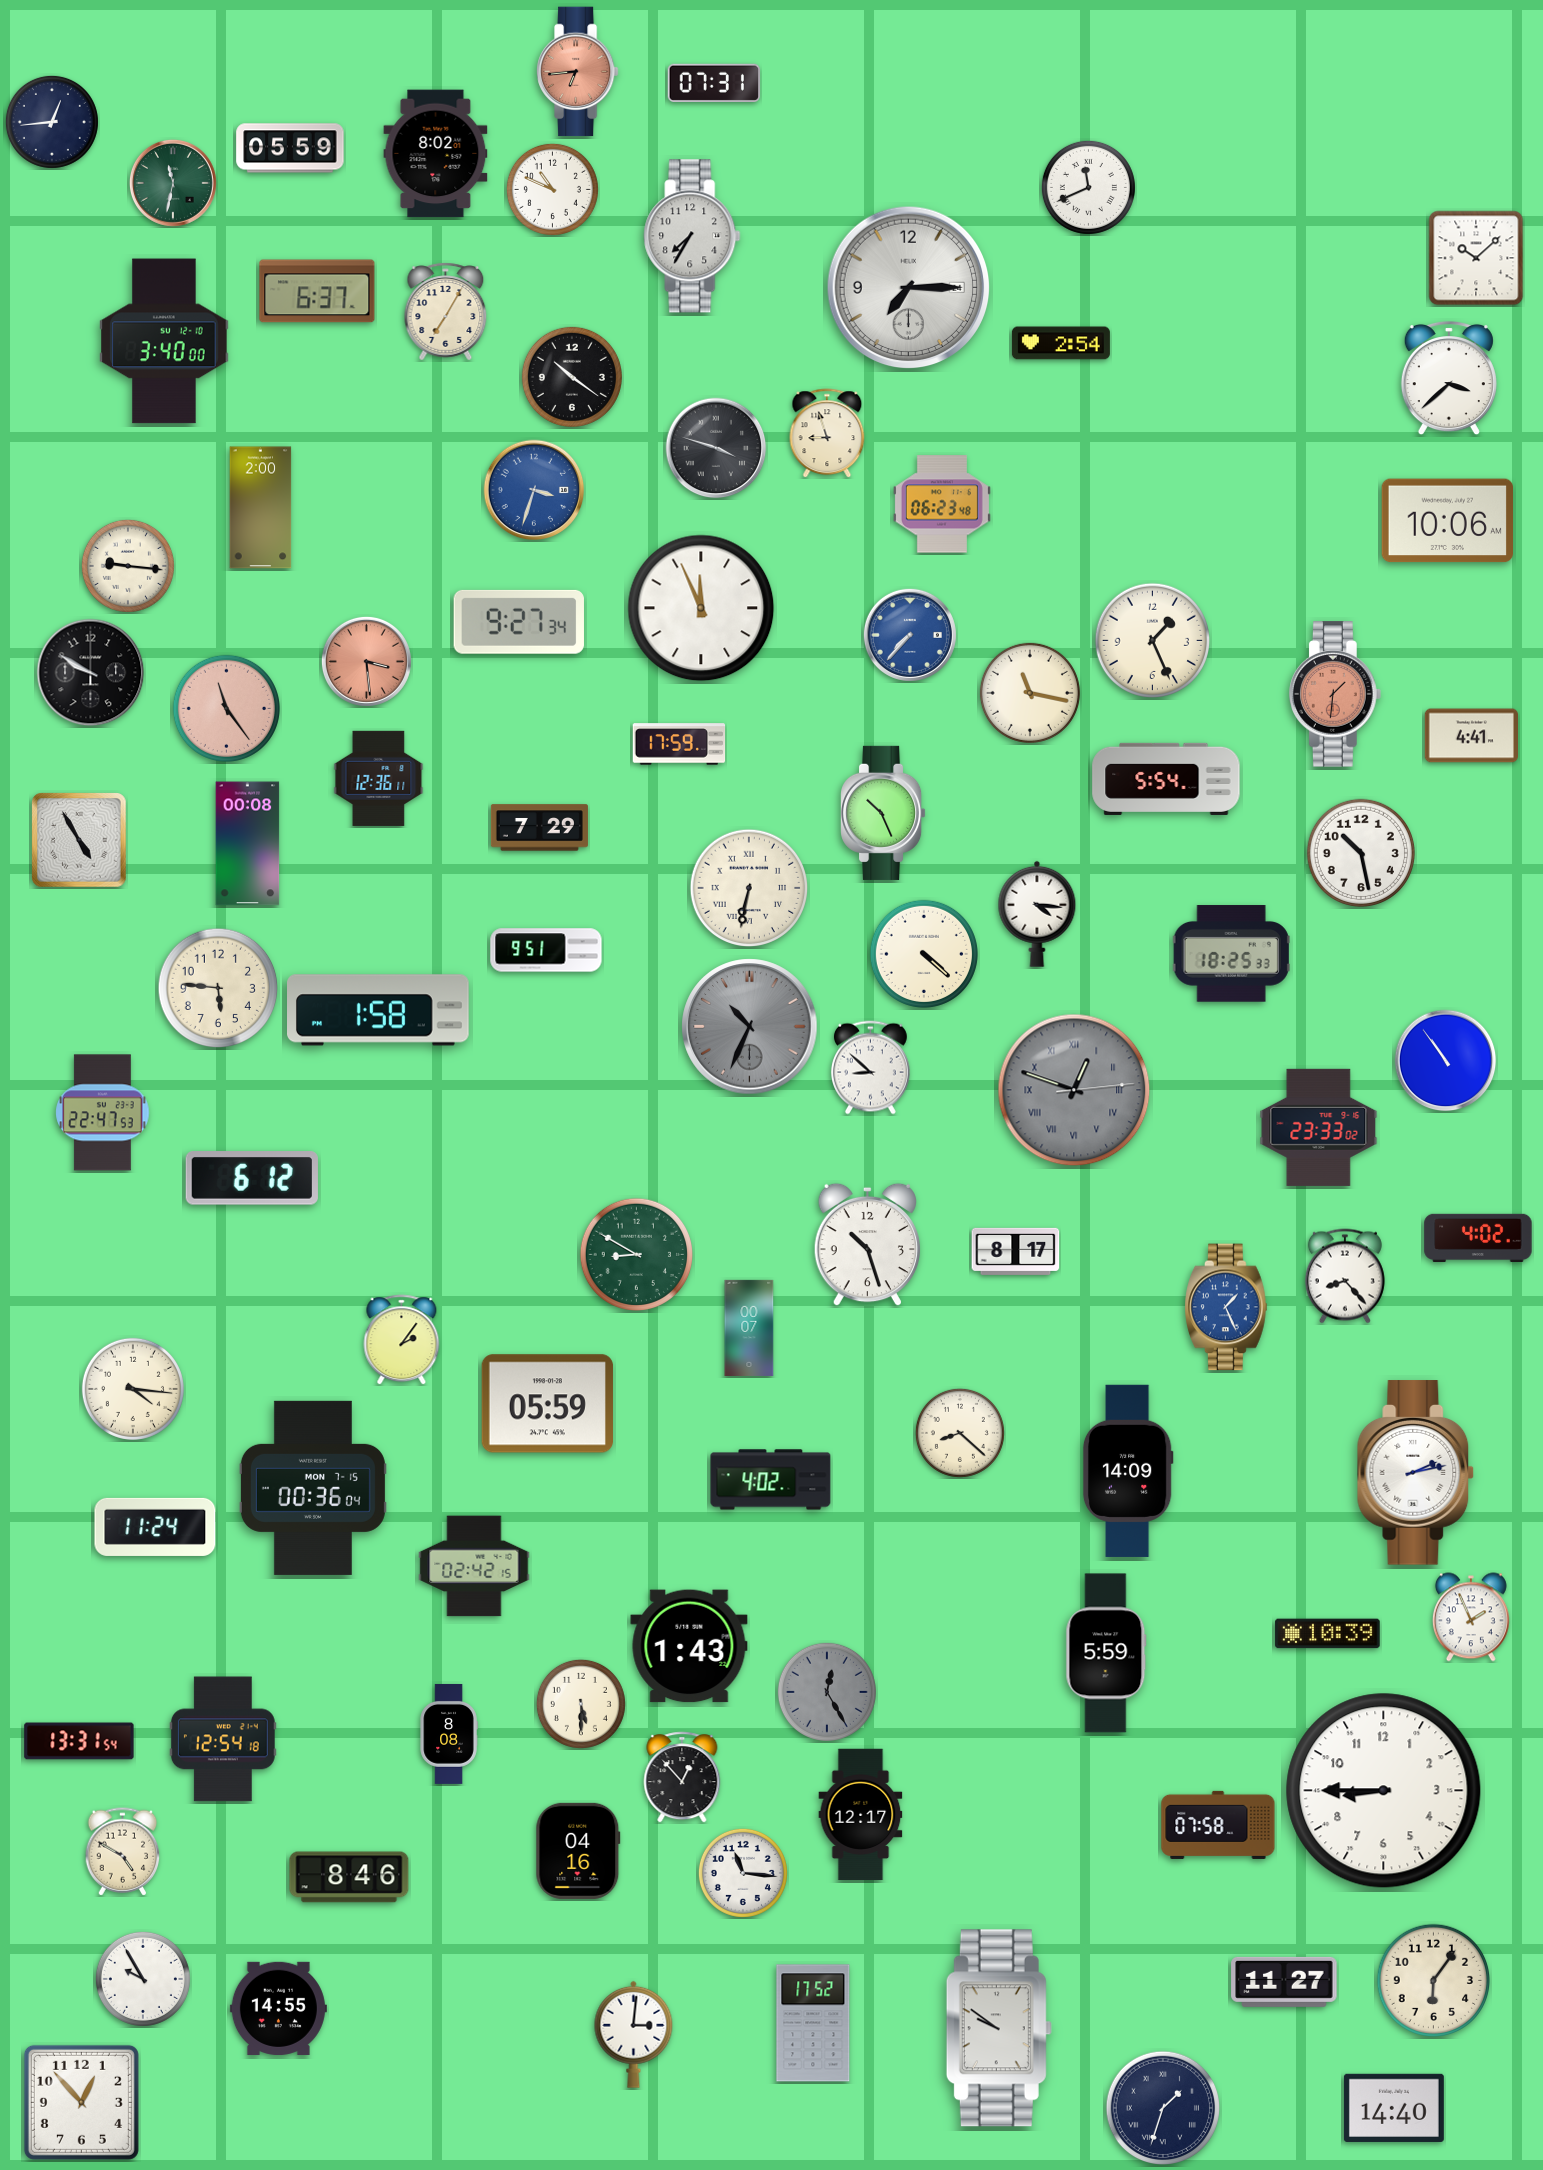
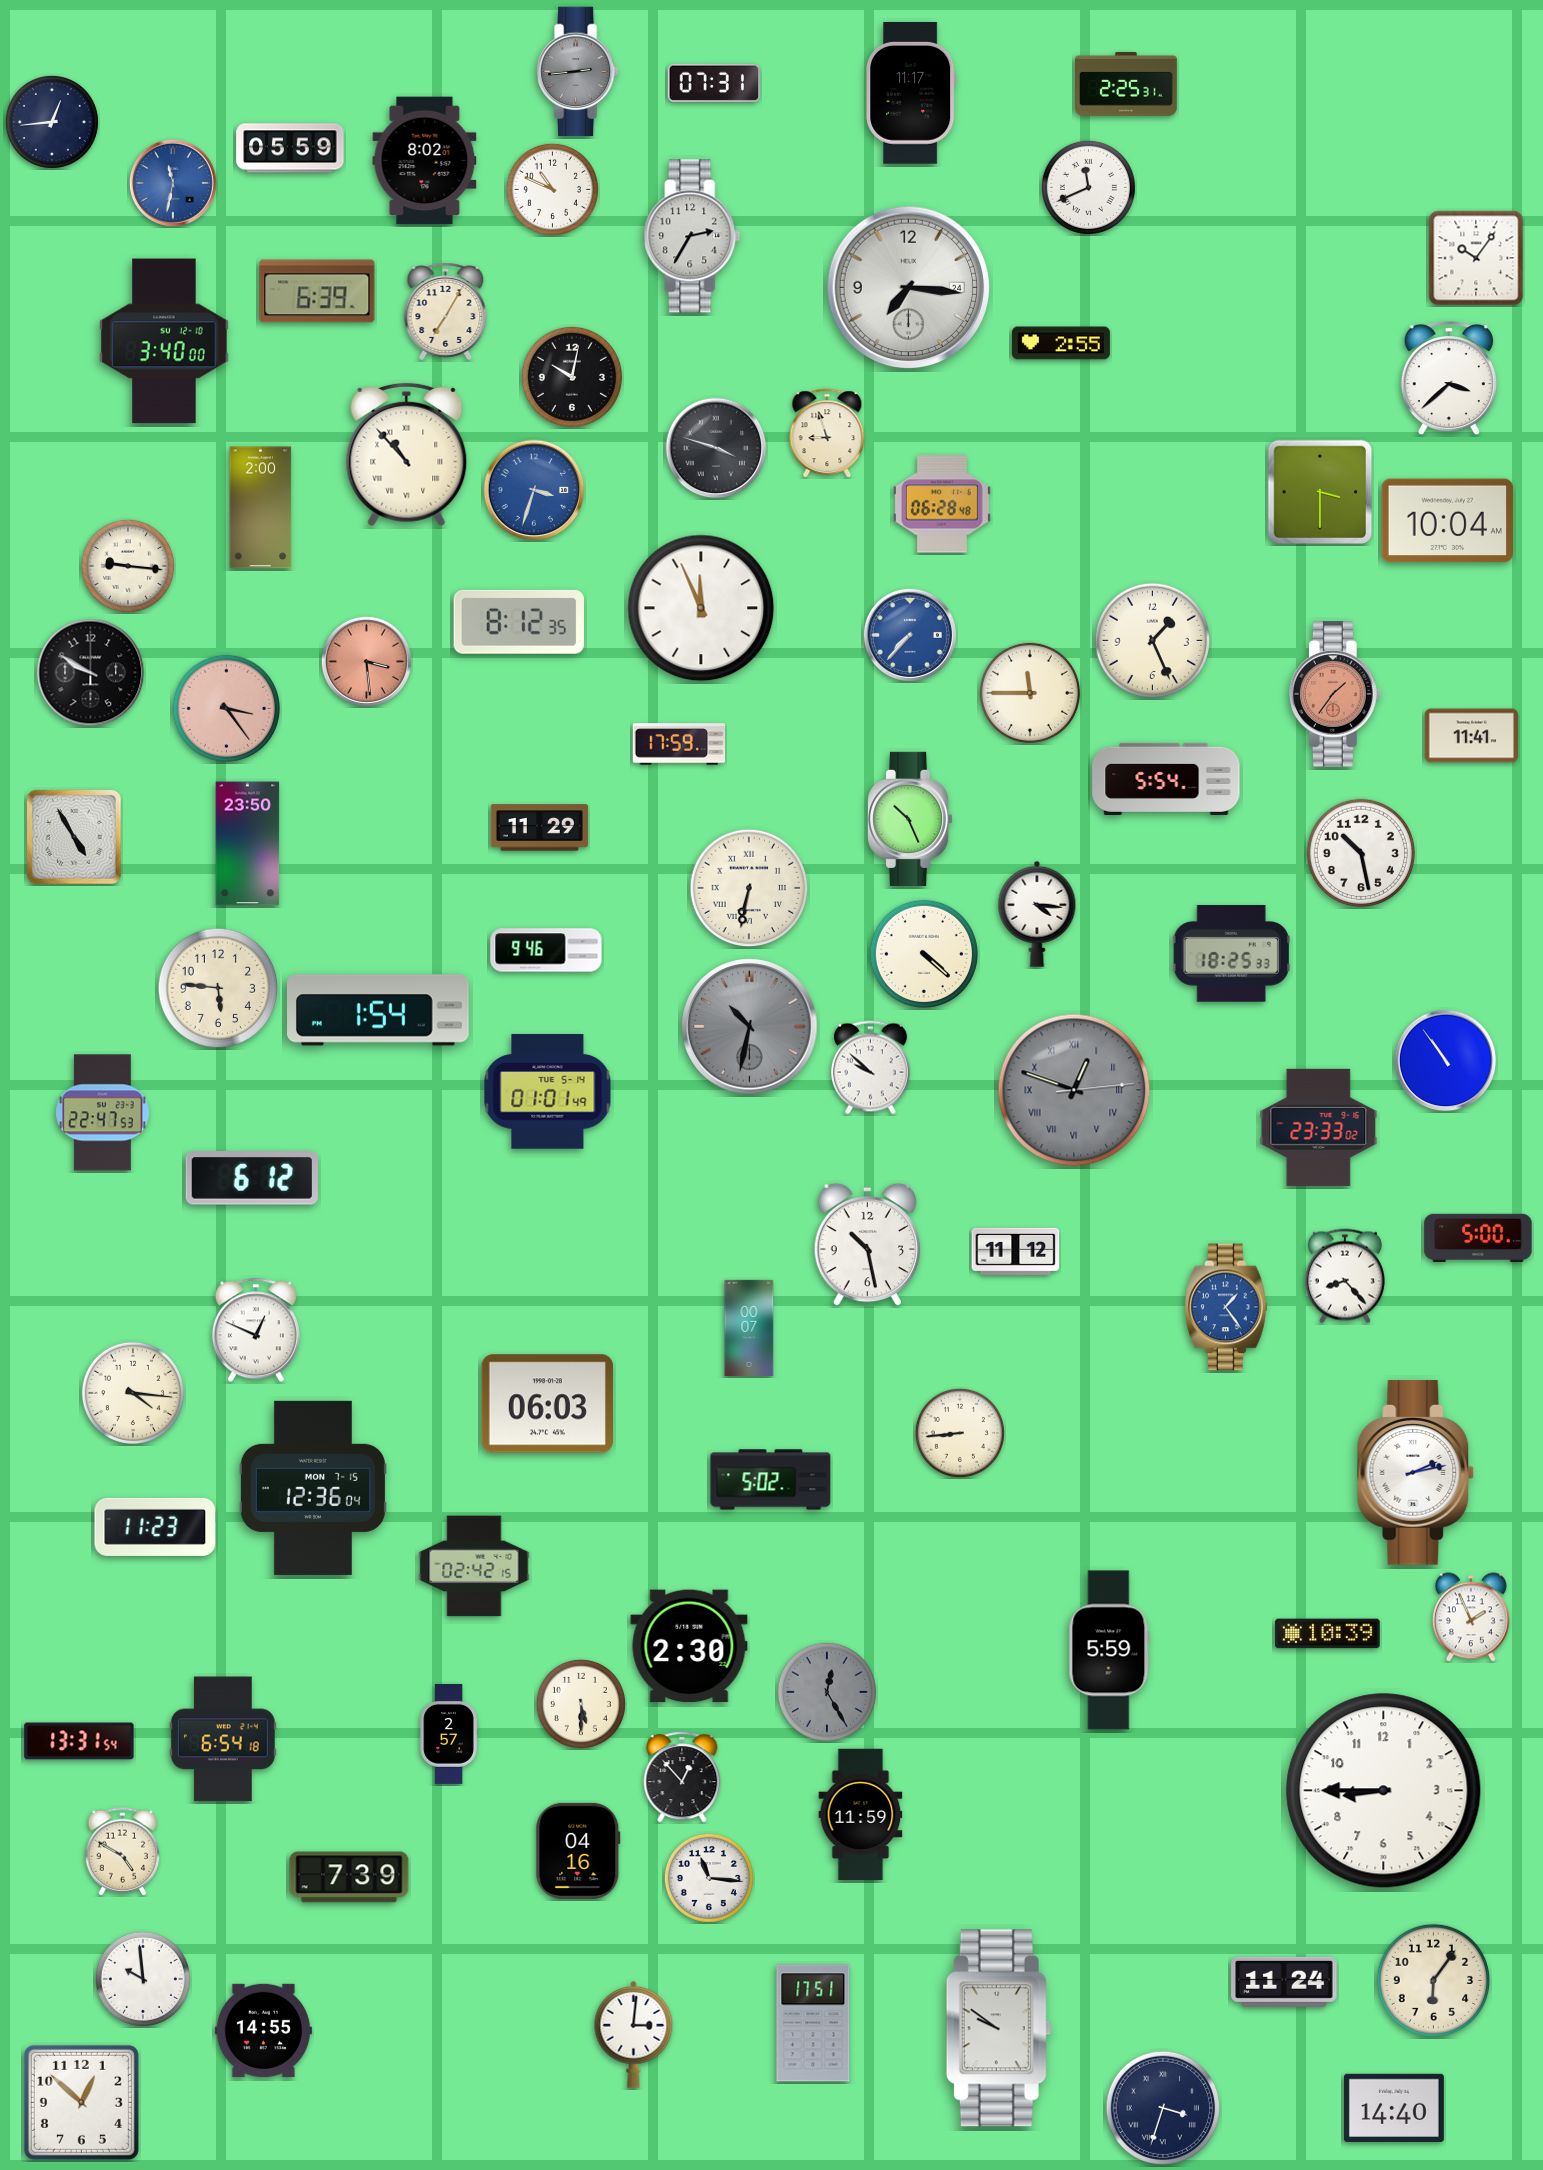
clock at (577, 72): 6:44 -> 2:44
clock at (577, 72) dial: salmon -> grey
clock at (1127, 84): none -> 2:25
clock at (911, 93): none -> 11:17
clock at (436, 154) position: (436, 154) -> (425, 161)
clock at (173, 183) dial: green -> blue
clock at (692, 236): 7:35 -> 2:35
clock at (1476, 258): 10:08 -> 10:06
clock at (909, 288): 7:15 -> 7:16
clock at (317, 291): 6:37 -> 6:39
clock at (1061, 343): 2:54 -> 2:55
clock at (572, 377): 10:21 -> 10:02
clock at (407, 455): none -> 10:53
clock at (1320, 492): none -> 3:30
clock at (942, 504): 06:23 -> 06:28
clock at (1447, 521): 10:06 -> 10:04
clock at (519, 622): 9:27 -> 8:12
clock at (1030, 693): 11:17 -> 11:45
clock at (1336, 694): 1:31 -> 1:36
clock at (226, 708): 11:24 -> 3:24
clock at (1471, 736): 4:41 -> 11:41
clock at (379, 778): 12:36 -> none
clock at (884, 813) position: (884, 813) -> (911, 819)
clock at (539, 828): 7:29 -> 11:29
clock at (79, 840) position: (79, 840) -> (74, 837)
clock at (248, 844): 00:08 -> 23:50
clock at (546, 950): 9:51 -> 9:46
clock at (379, 1010): 1:58 -> 1:54
clock at (750, 1027): 10:34 -> 10:32
clock at (870, 1068): 8:52 -> 9:52
clock at (548, 1092): none -> 01:01
clock at (1478, 1237): 4:02 -> 5:00
clock at (867, 1245): 10:27 -> 10:28
clock at (1016, 1251): 8:17 -> 11:12
clock at (636, 1254): 8:50 -> none
clock at (1226, 1307): 1:26 -> 1:24
clock at (256, 1330): none -> 12:49
clock at (402, 1340): 2:06 -> none
clock at (133, 1389) position: (133, 1389) -> (133, 1393)
clock at (547, 1404): 05:59 -> 06:03
clock at (960, 1433): 8:22 -> 8:44
clock at (1128, 1471): 14:09 -> none
clock at (771, 1480): 4:02 -> 5:02
clock at (313, 1488): 00:36 -> 12:36
clock at (155, 1527): 11:24 -> 11:23
clock at (689, 1646): 1:43 -> 2:30
clock at (1106, 1653) position: (1106, 1653) -> (1109, 1650)
clock at (449, 1734): 8:08 -> 2:57
clock at (223, 1739): 12:54 -> 6:54
clock at (861, 1815): 12:17 -> 11:59
clock at (1218, 1825): 07:58 -> none
clock at (743, 1873) position: (743, 1873) -> (709, 1878)
clock at (349, 1877): 8:46 -> 7:39
clock at (143, 1979): 9:55 -> 9:59
clock at (1284, 1982): 11:27 -> 11:24
clock at (278, 2008) position: (278, 2008) -> (263, 2030)
clock at (813, 2023): 17:52 -> 17:51
clock at (81, 2102): 12:53 -> 12:52
clock at (1162, 2107): 1:33 -> 3:33
